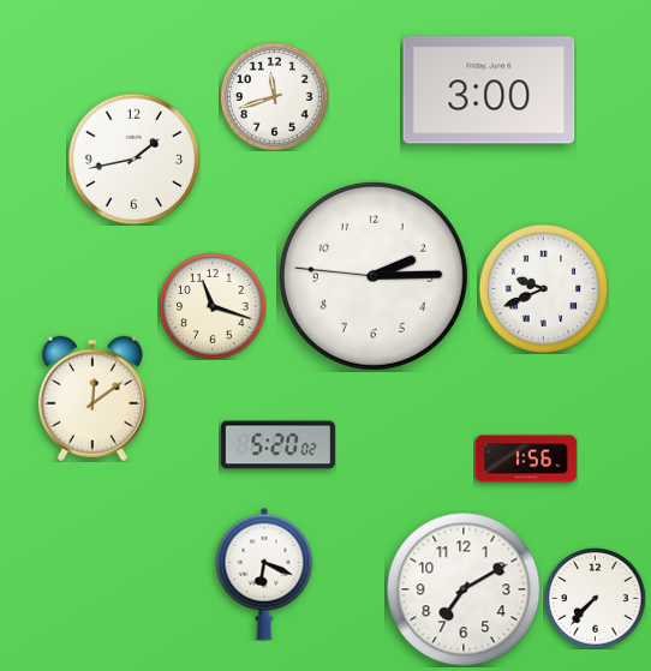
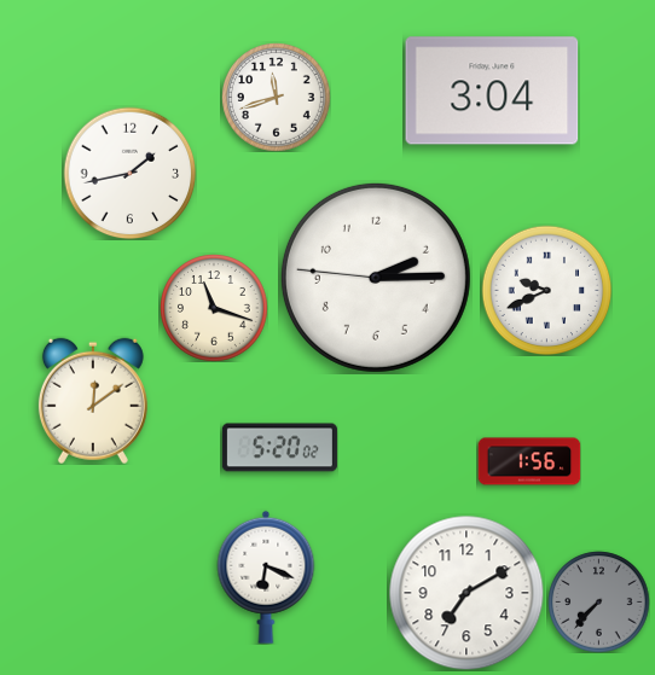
clock at (489, 90): 3:00 -> 3:04
clock at (133, 158) position: (133, 158) -> (129, 173)
clock at (595, 598) dial: white -> grey
